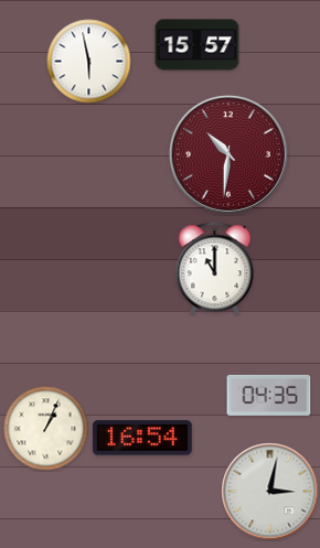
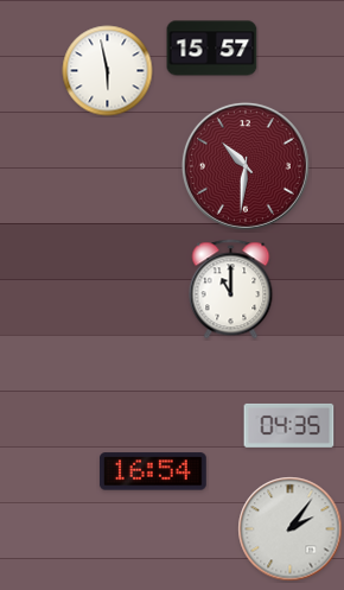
clock at (89, 62) position: (89, 62) -> (108, 71)
clock at (46, 429): 1:04 -> none
clock at (270, 492): 3:02 -> 2:06
